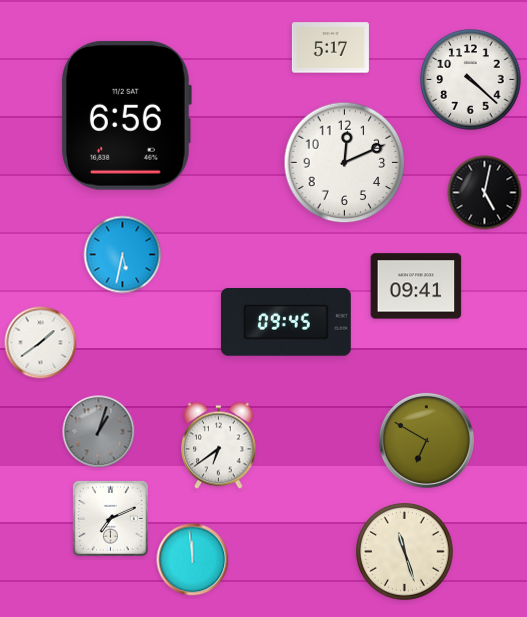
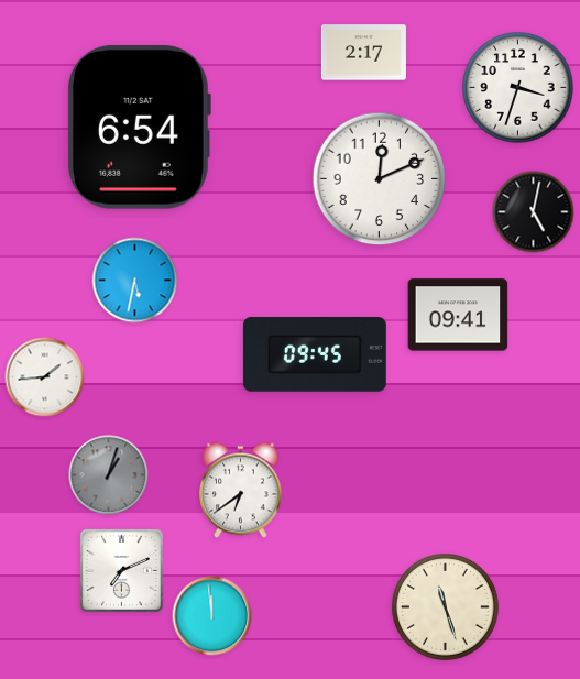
clock at (330, 48): 5:17 -> 2:17
clock at (471, 80): 4:22 -> 3:33
clock at (126, 115): 6:56 -> 6:54
clock at (41, 343): 1:39 -> 1:44
clock at (426, 440): 6:50 -> none
